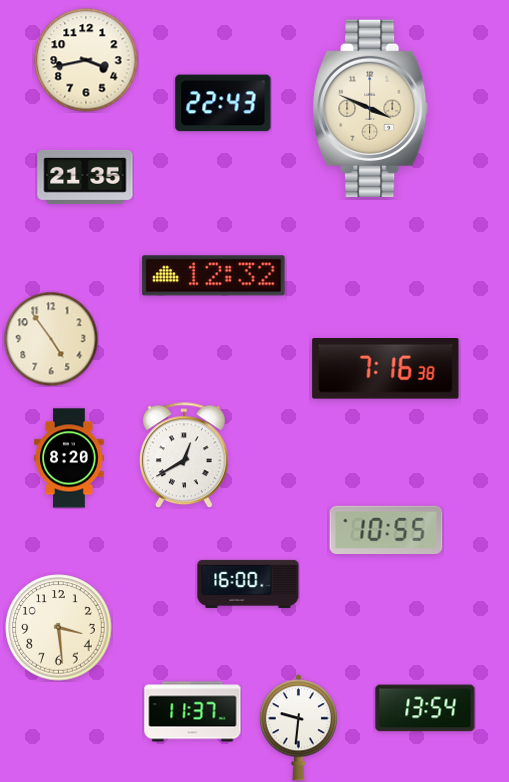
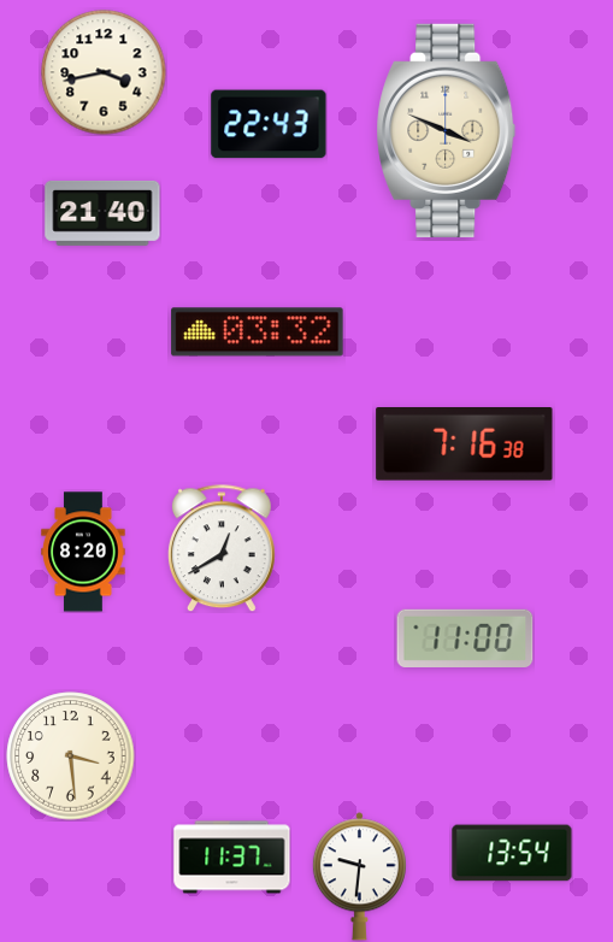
clock at (85, 177): 21:35 -> 21:40
clock at (214, 276): 12:32 -> 03:32
clock at (51, 339): 4:54 -> none
clock at (386, 529): 10:55 -> 11:00
clock at (248, 584): 16:00 -> none
